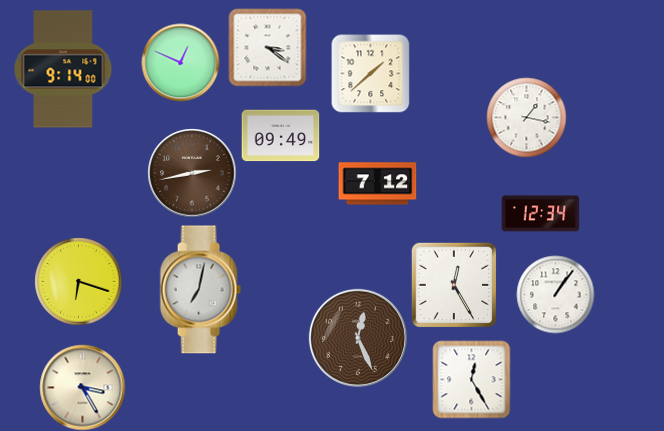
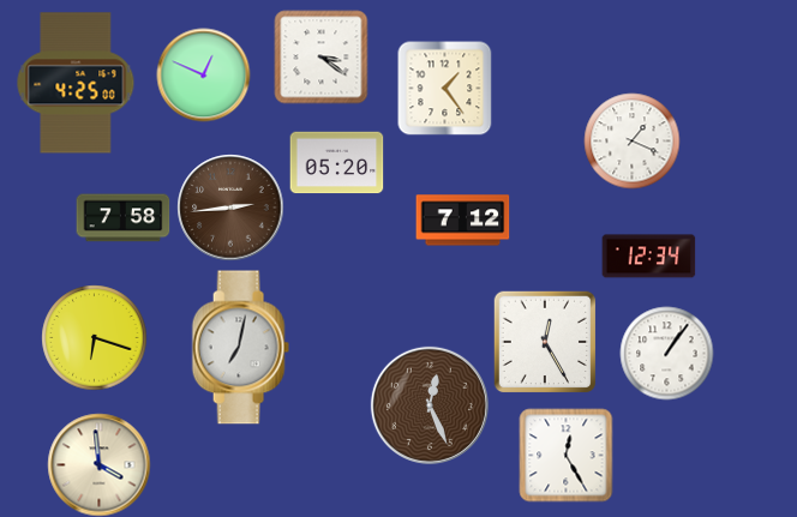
clock at (180, 62) position: (180, 62) -> (203, 74)
clock at (63, 69): 9:14 -> 4:25
clock at (370, 73): 1:38 -> 1:24
clock at (526, 117): 1:17 -> 1:19
clock at (280, 136): 09:49 -> 05:20
clock at (192, 173): 2:43 -> 2:44
clock at (122, 218): none -> 7:58
clock at (377, 184) position: (377, 184) -> (462, 221)
clock at (82, 387): 3:25 -> 3:59
